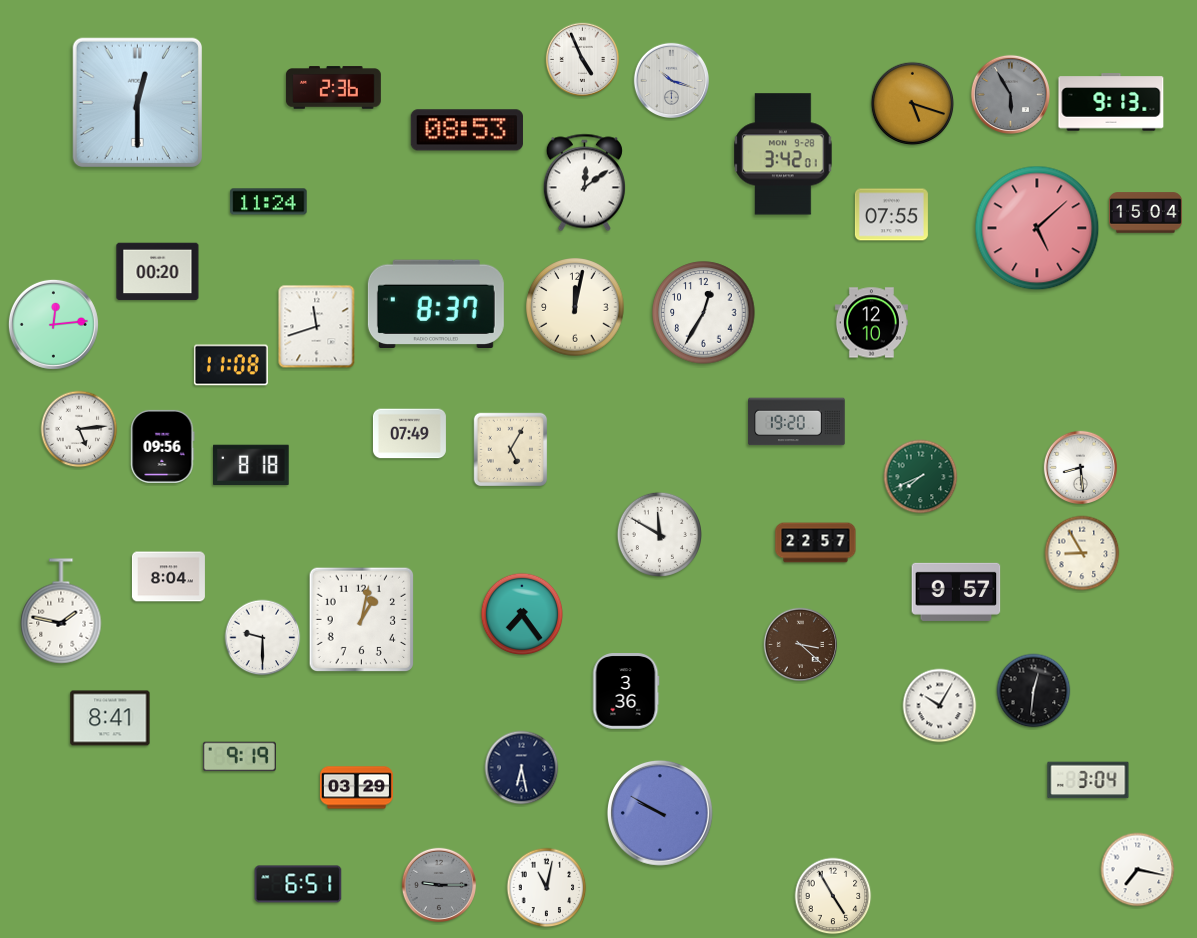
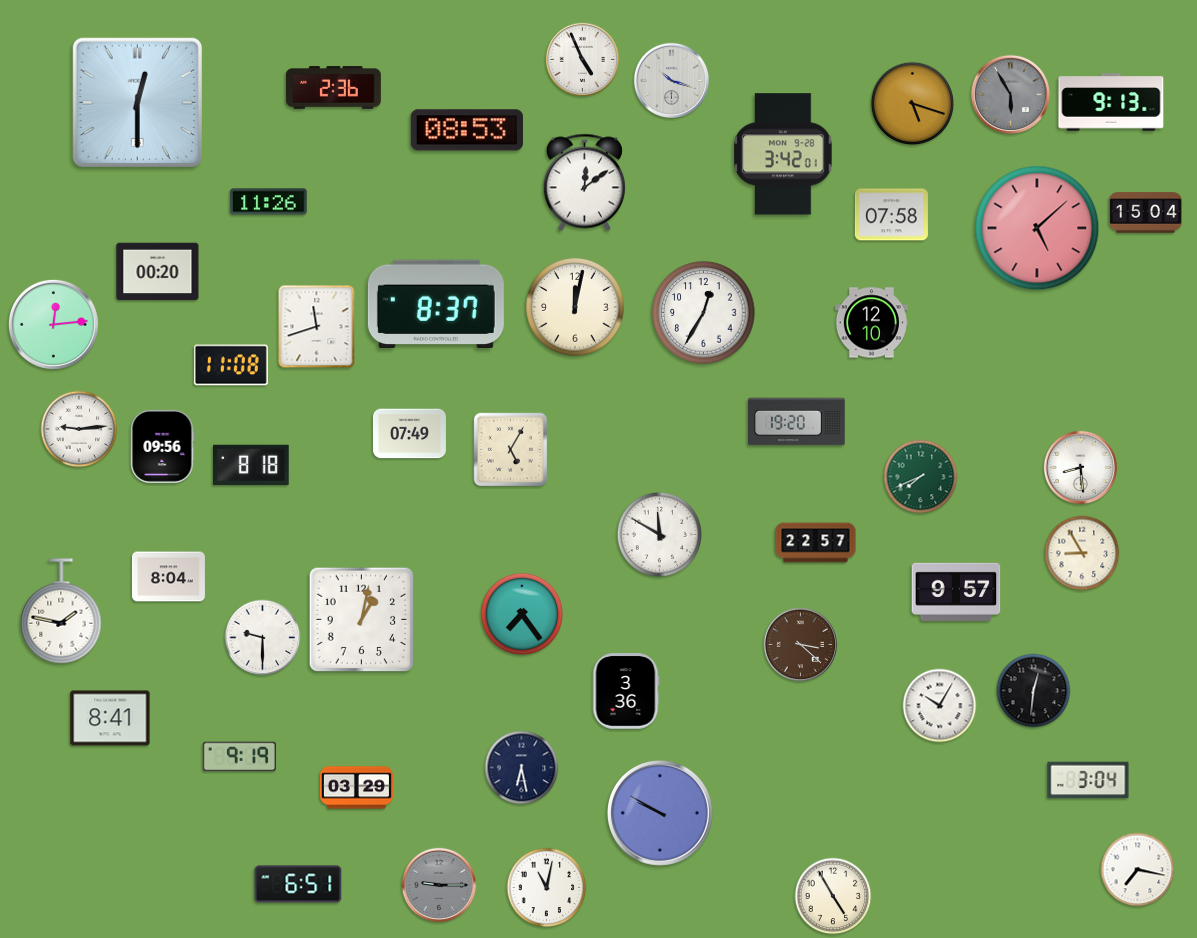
clock at (269, 202): 11:24 -> 11:26
clock at (891, 215): 07:55 -> 07:58
clock at (79, 429): 5:14 -> 9:14
